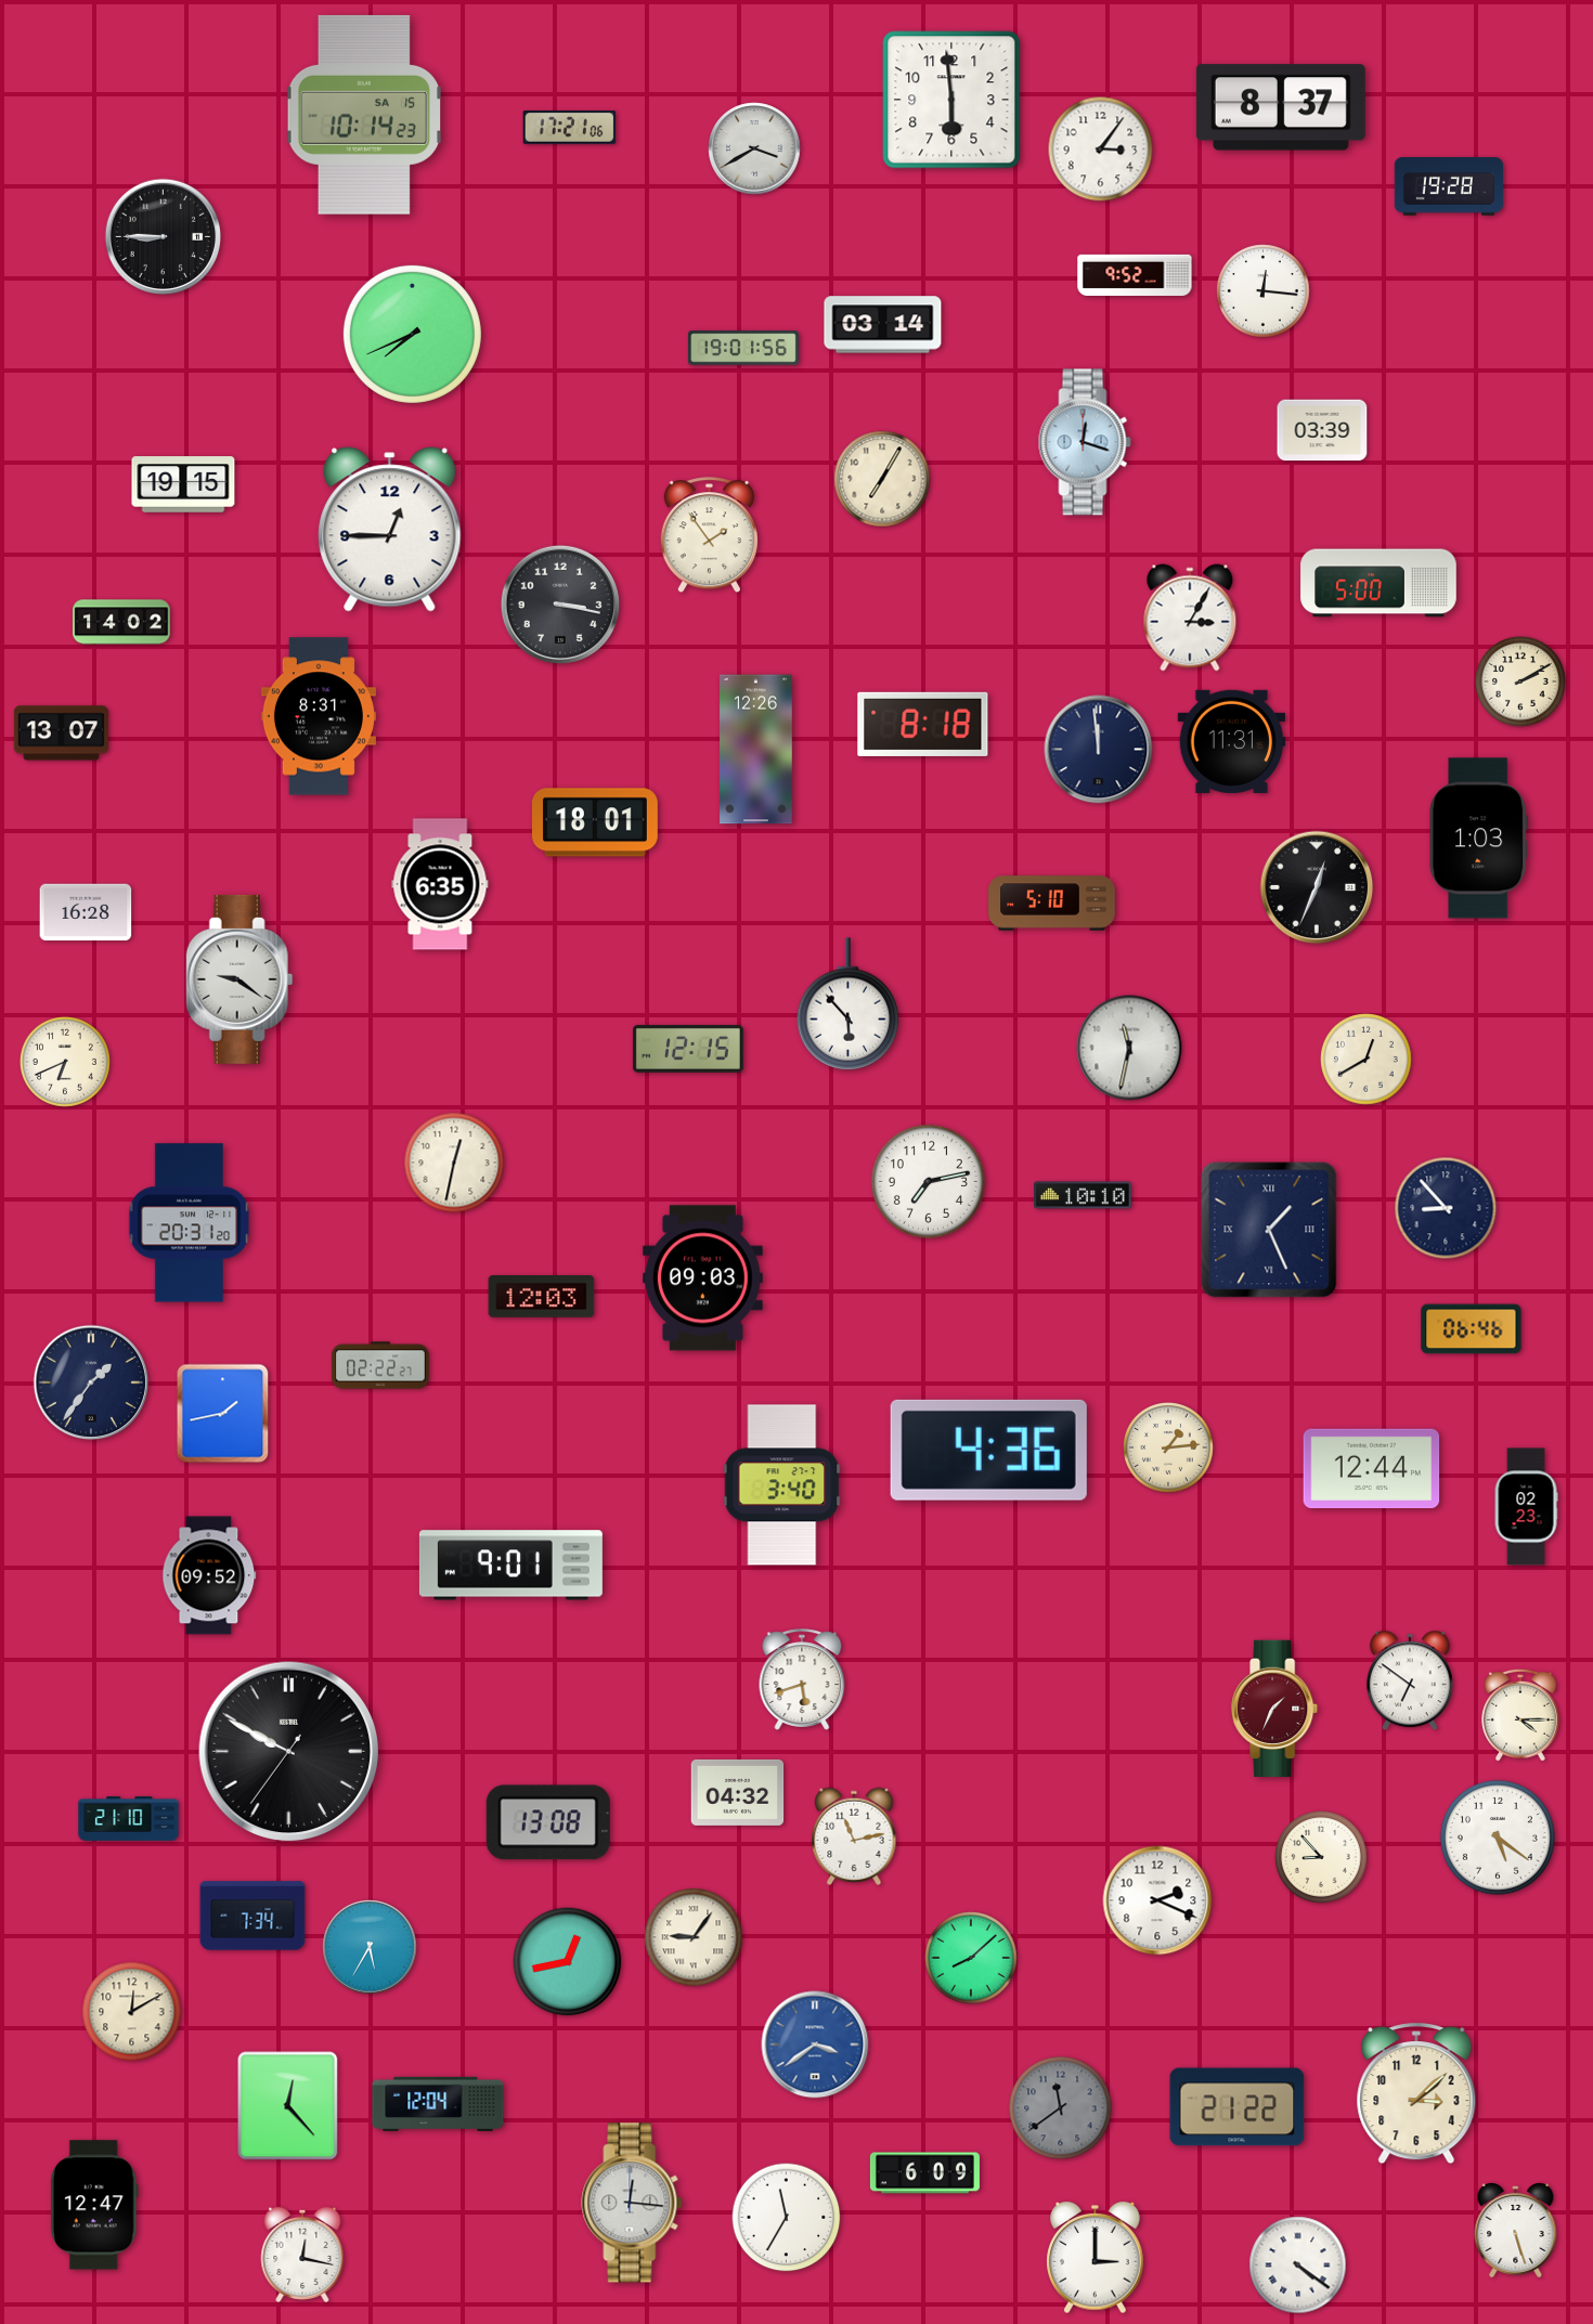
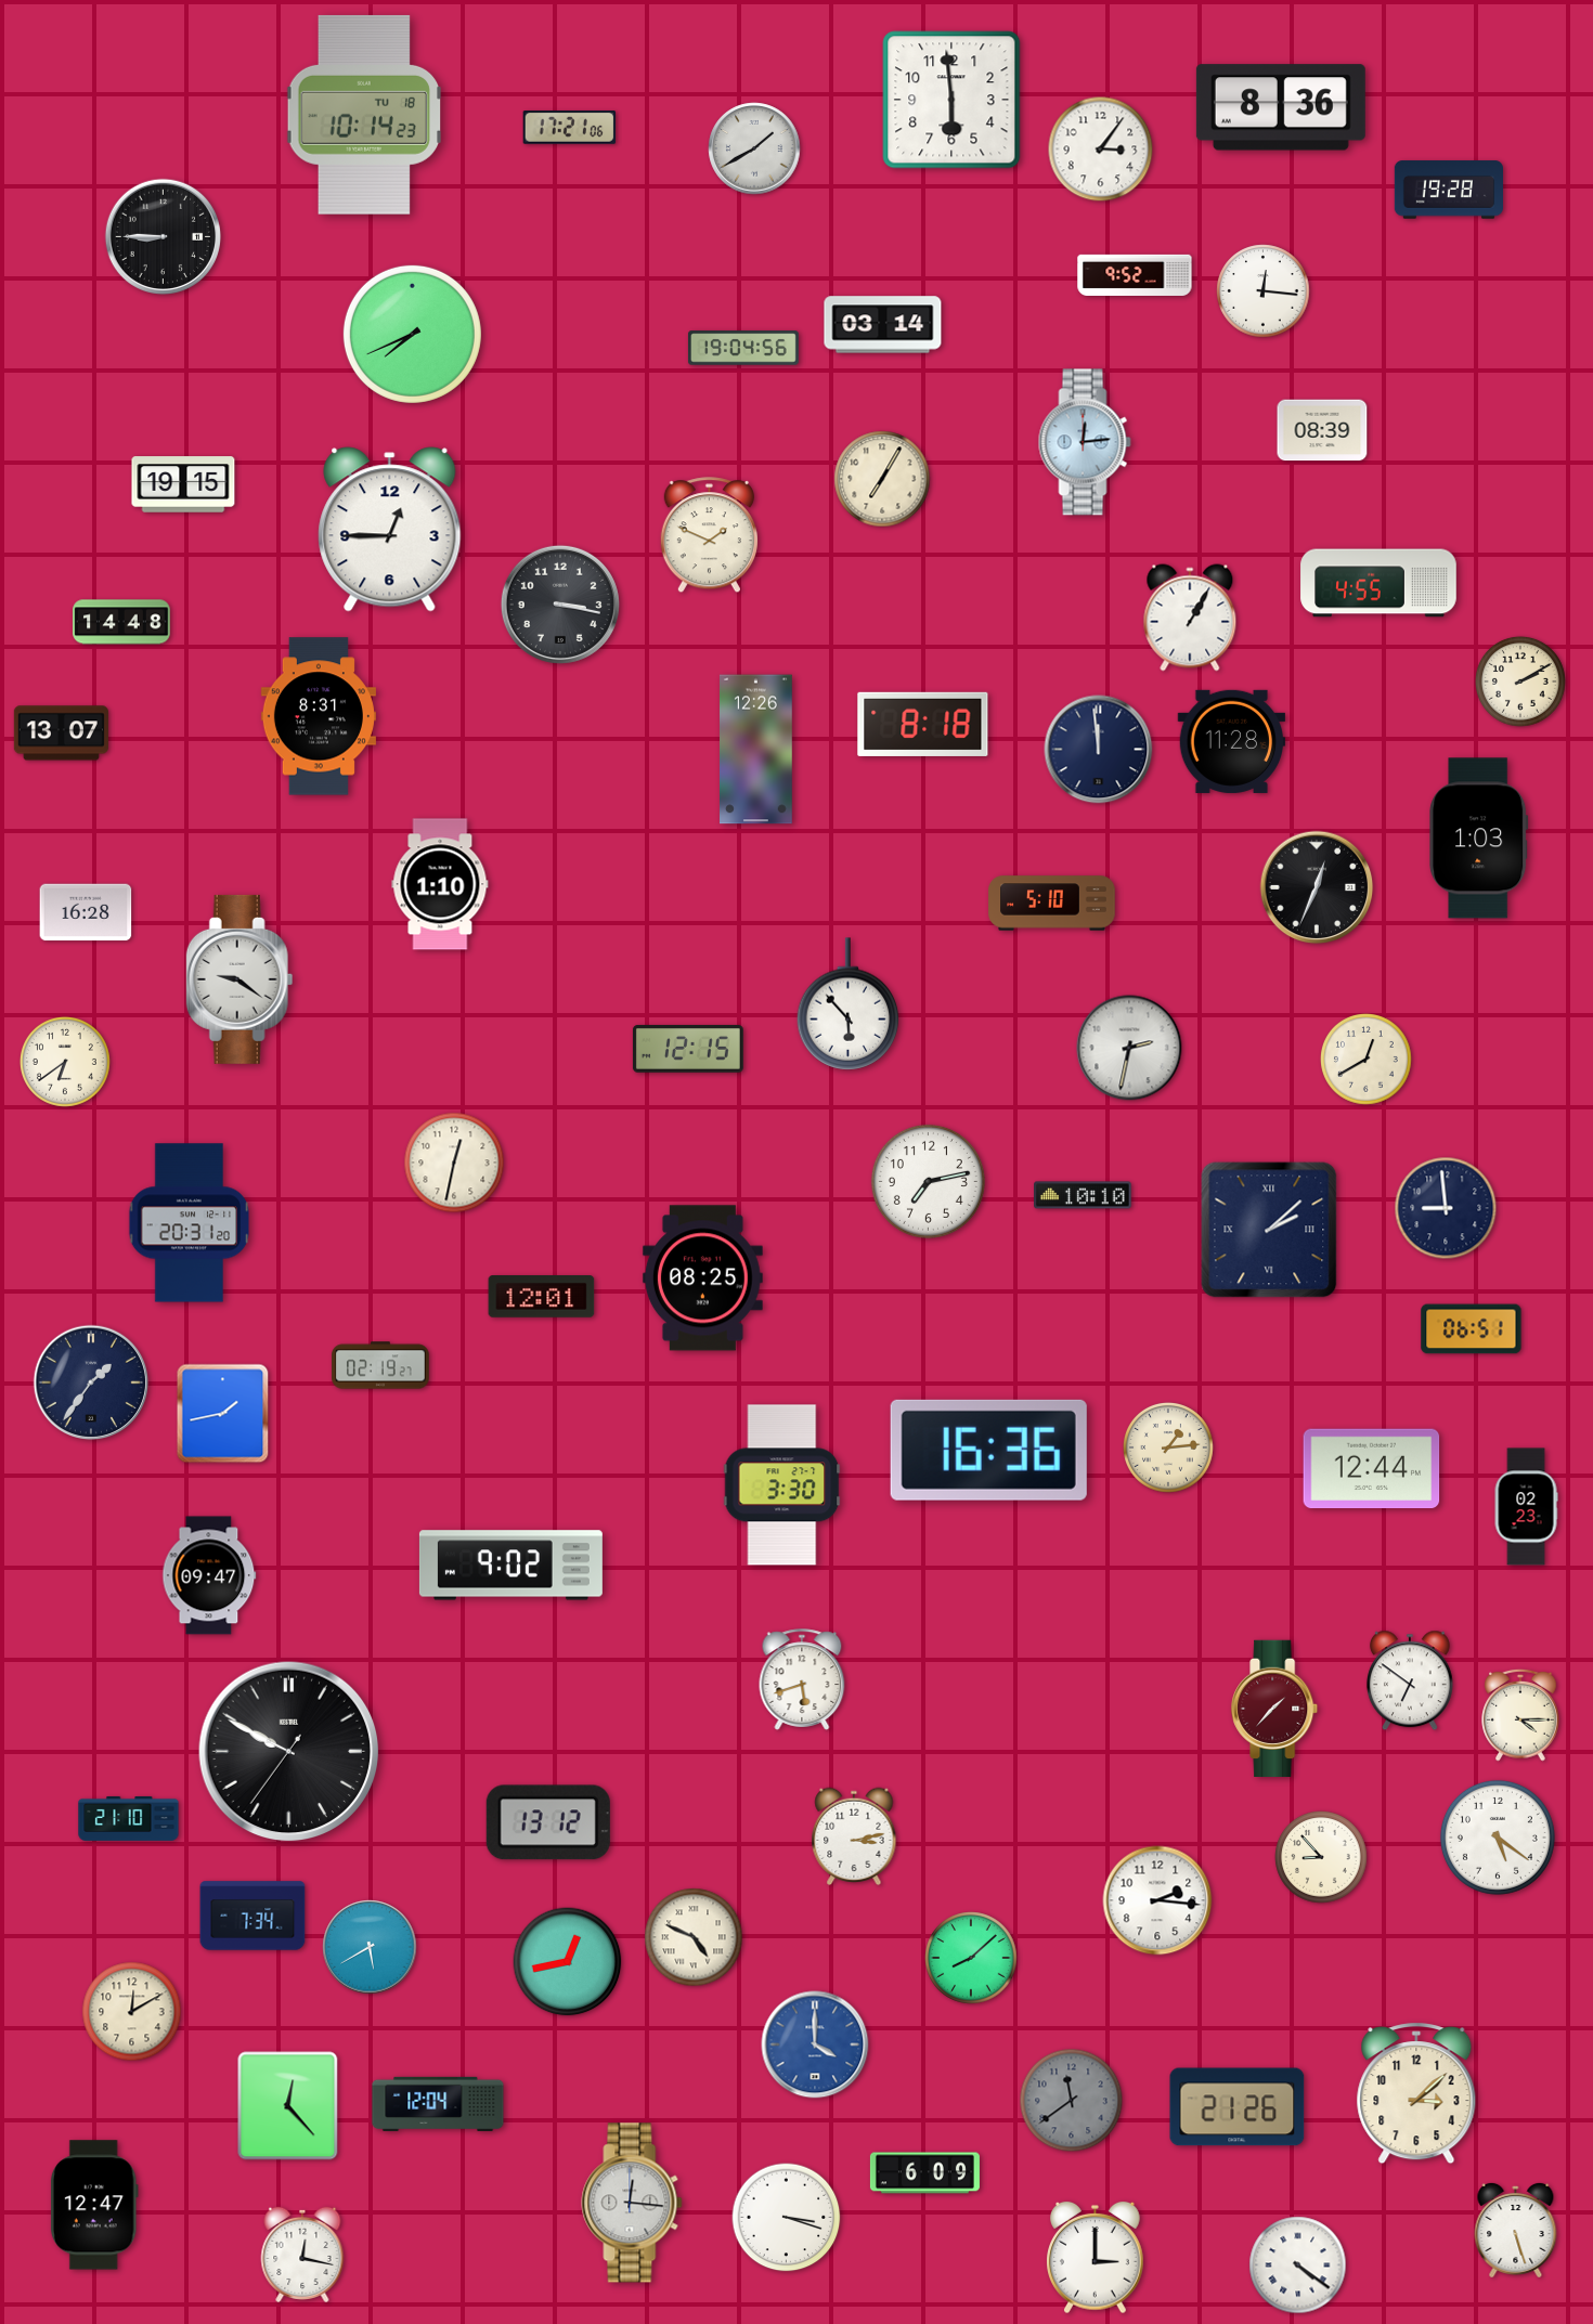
clock at (1281, 107): 8:37 -> 8:36
clock at (363, 115) date: SA 15 -> TU 18
clock at (754, 148): 3:40 -> 1:40
clock at (1449, 186) position: (1449, 186) -> (1449, 190)
clock at (743, 348): 19:01 -> 19:04
clock at (1322, 430): 03:39 -> 08:39
clock at (1085, 442): 12:18 -> 12:14
clock at (709, 535): 1:54 -> 1:49
clock at (1378, 583): 5:00 -> 4:55
clock at (1190, 618): 3:05 -> 1:05
clock at (121, 622): 14:02 -> 14:48
clock at (1231, 741): 11:31 -> 11:28
clock at (595, 822): 18:01 -> none
clock at (440, 884): 6:35 -> 1:10
clock at (1129, 1048): 11:32 -> 2:32
clock at (65, 1062): 6:41 -> 6:39
clock at (1446, 1208): 8:53 -> 8:59
clock at (1269, 1230): 1:26 -> 2:08
clock at (702, 1278): 09:03 -> 08:25
clock at (542, 1297): 12:03 -> 12:01
clock at (1472, 1329): 06:46 -> 06:51
clock at (380, 1365): 02:22 -> 02:19
clock at (988, 1450): 4:36 -> 16:36
clock at (782, 1485): 3:40 -> 3:30
clock at (510, 1566): 9:01 -> 9:02
clock at (209, 1575): 09:52 -> 09:47
clock at (1275, 1708): 1:34 -> 1:37
clock at (738, 1792): 04:32 -> none
clock at (548, 1822): 13:08 -> 13:12
clock at (854, 1836): 11:13 -> 3:13
clock at (1157, 1900): 2:19 -> 2:16
clock at (694, 1937): 9:06 -> 4:49
clock at (370, 1947): 5:35 -> 5:40
clock at (815, 2044): 3:39 -> 4:00
clock at (1238, 2107): 21:22 -> 21:26
clock at (1061, 2108) position: (1061, 2108) -> (1072, 2101)
clock at (787, 2218): 11:35 -> 3:18
